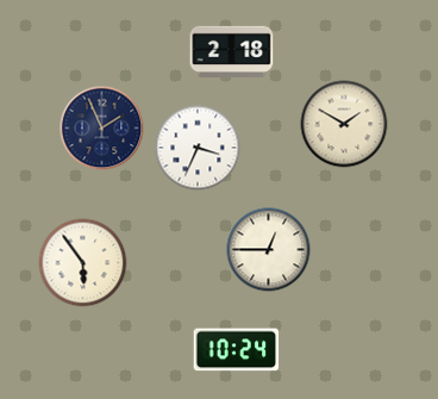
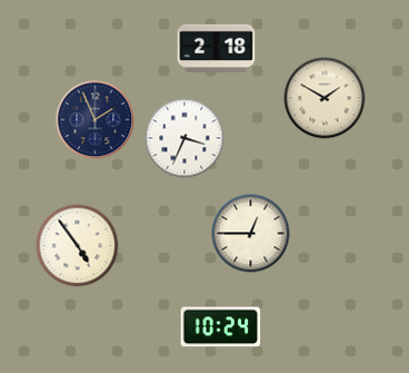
clock at (344, 124) position: (344, 124) -> (325, 98)
clock at (83, 263): 5:54 -> 4:54
